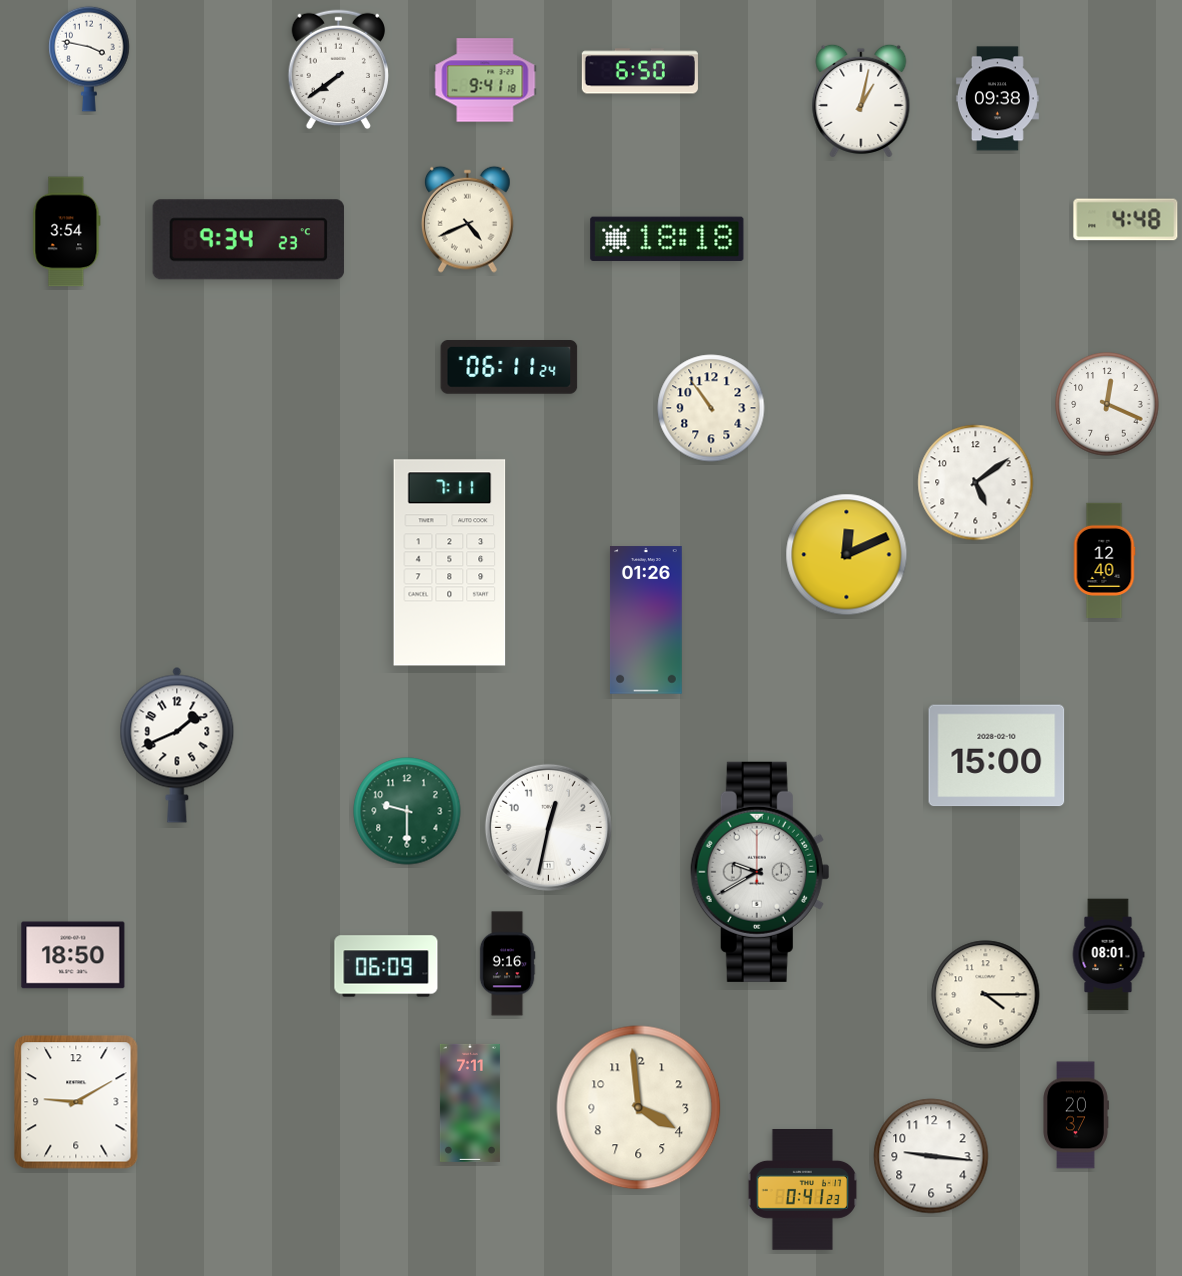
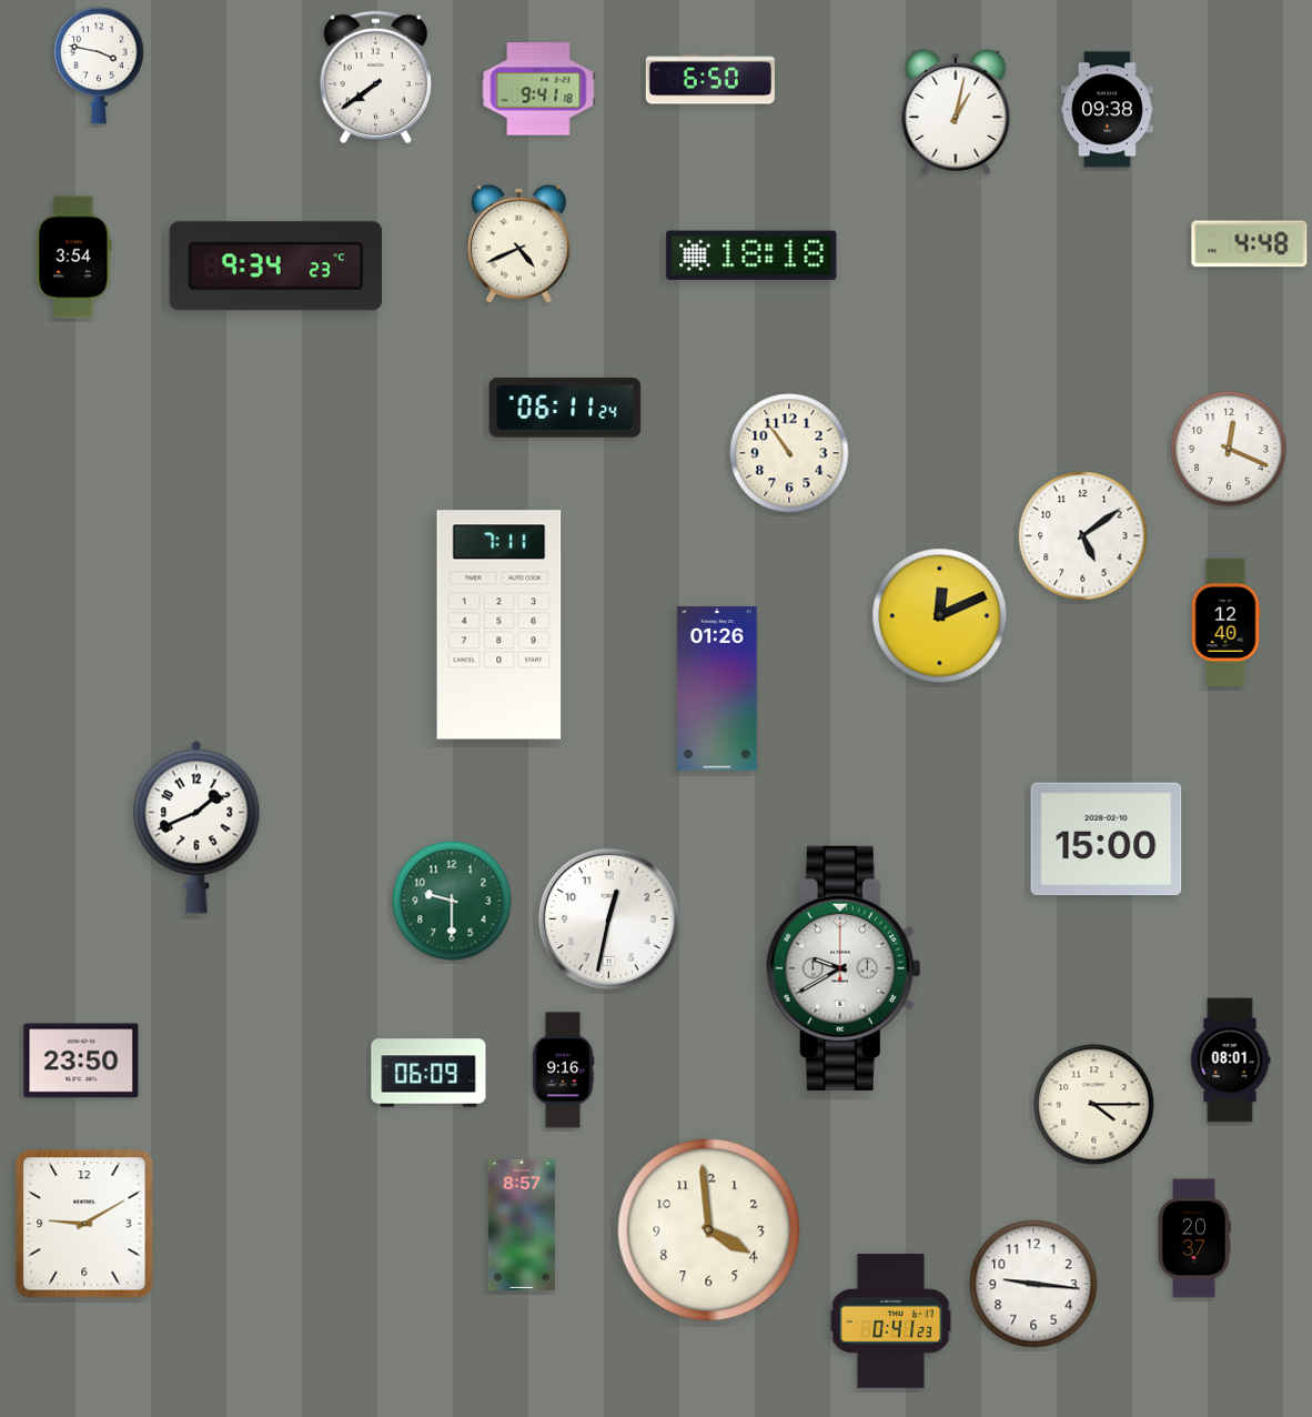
clock at (667, 239) position: (667, 239) -> (751, 255)
clock at (73, 955): 18:50 -> 23:50
clock at (470, 1103): 7:11 -> 8:57
